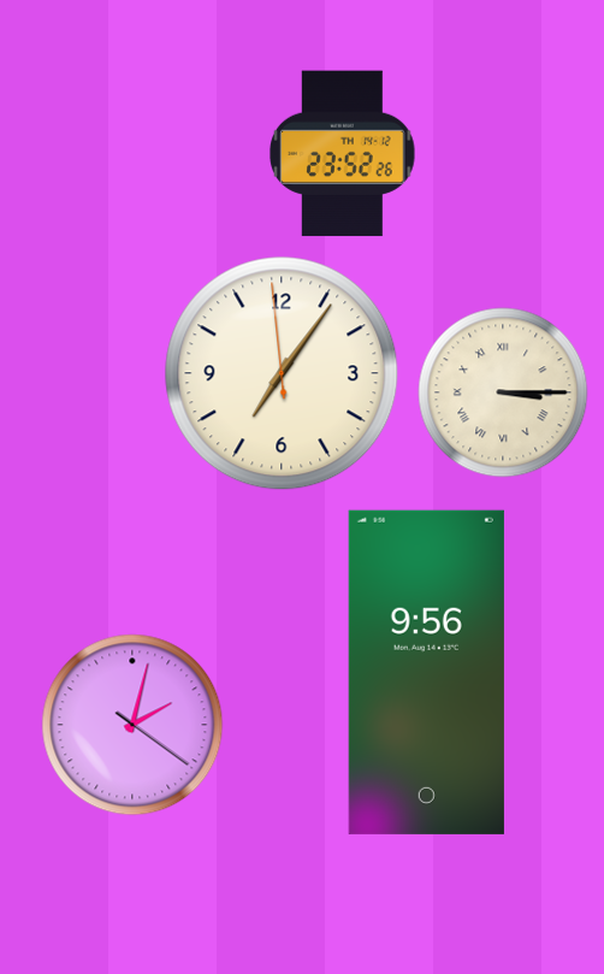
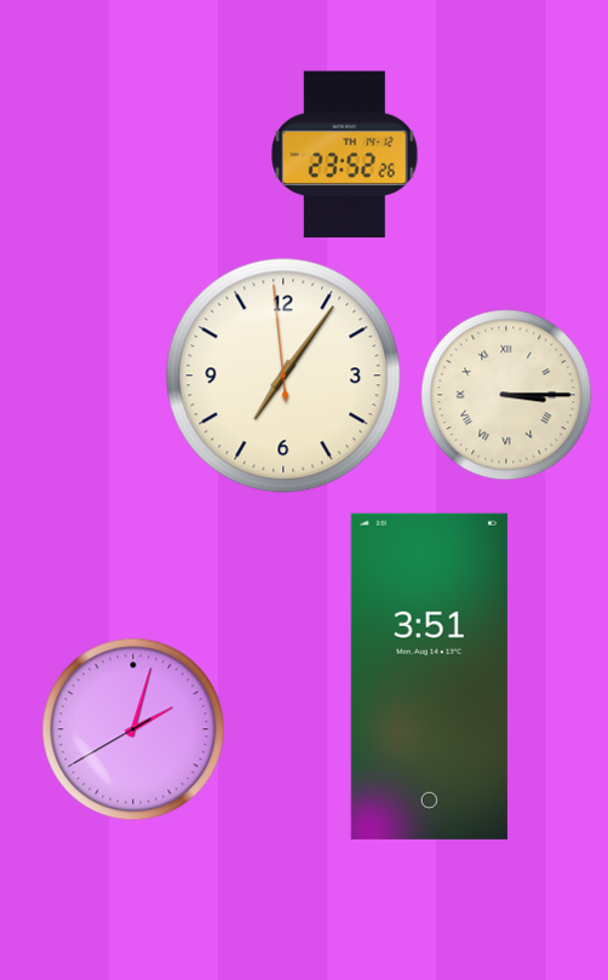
clock at (426, 672): 9:56 -> 3:51
clock at (132, 725): 2:02:21 -> 2:02:40
